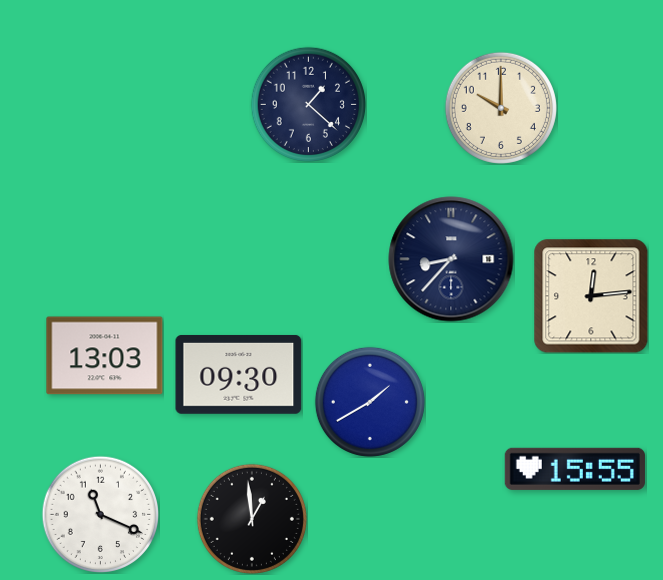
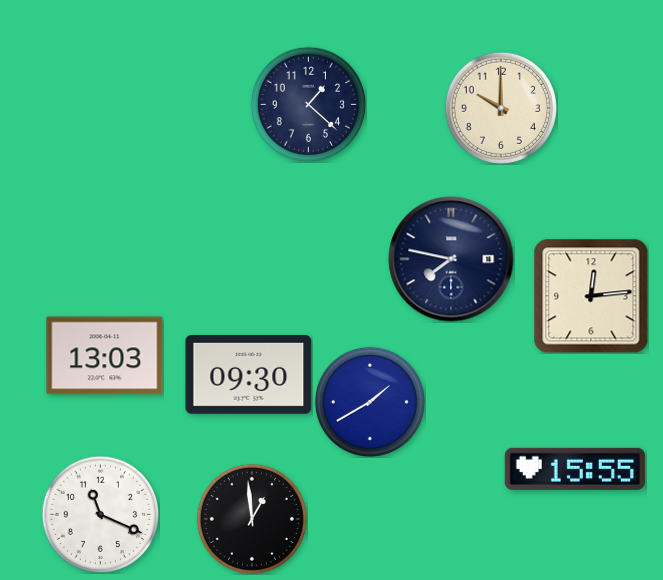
clock at (451, 259): 8:37 -> 7:47
clock at (239, 374) position: (239, 374) -> (249, 374)
